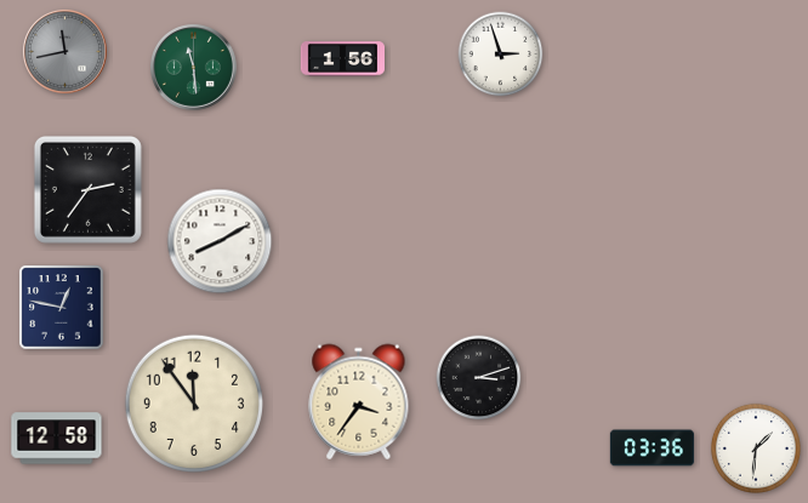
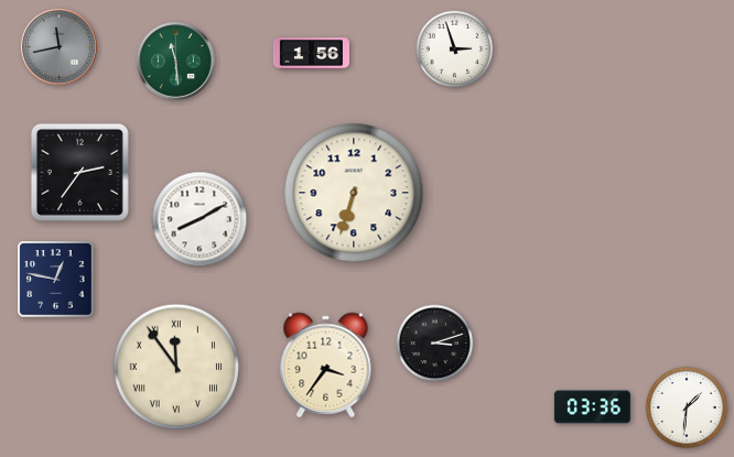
clock at (354, 193): none -> 6:33
clock at (193, 402) numerals: Arabic -> Roman
clock at (57, 439): 12:58 -> none
